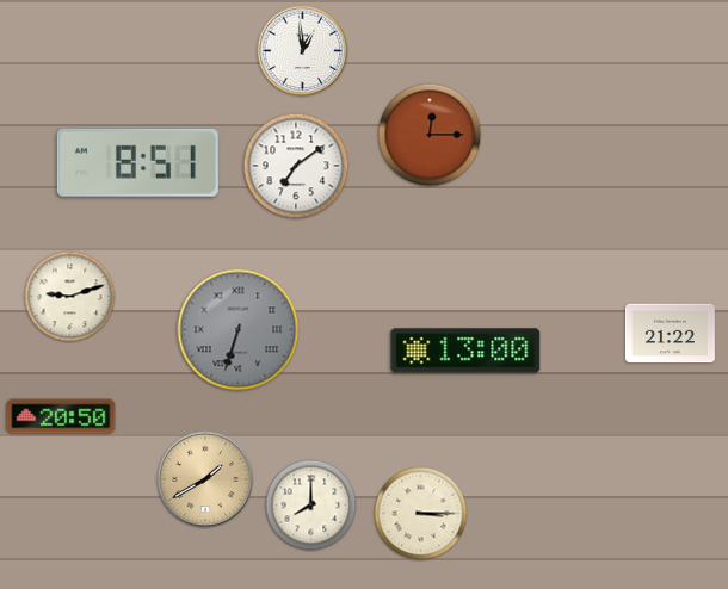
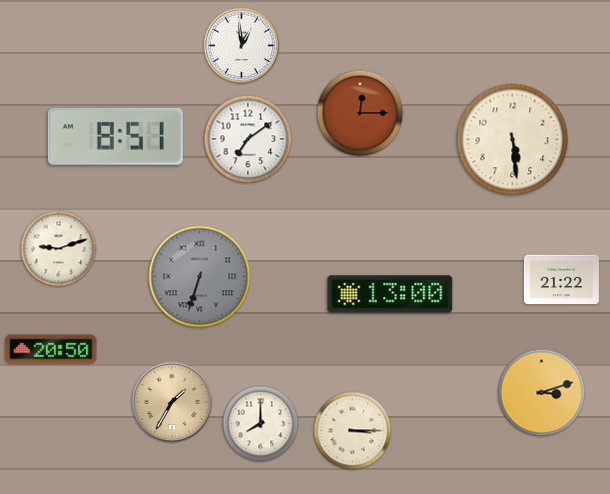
clock at (303, 51) position: (303, 51) -> (242, 46)
clock at (513, 140): none -> 5:29
clock at (542, 393): none -> 3:12
clock at (205, 479): 1:40 -> 1:35
